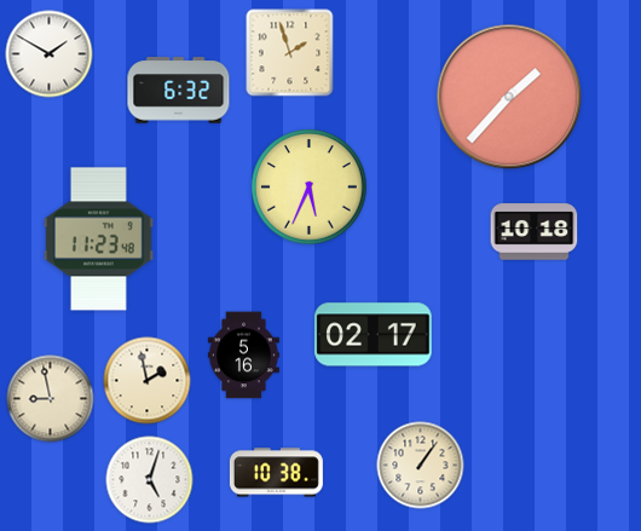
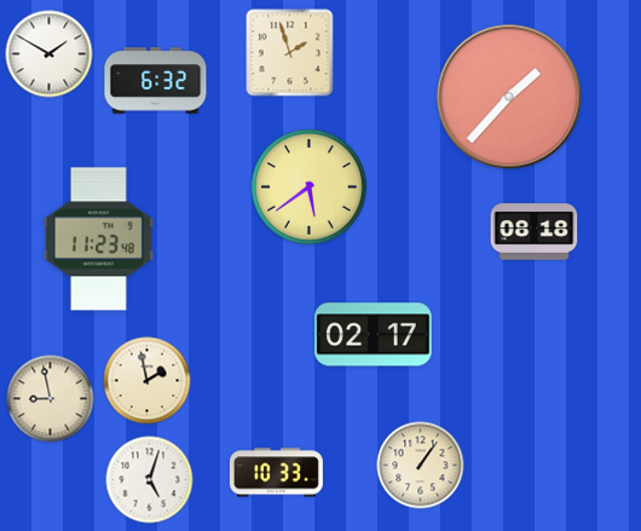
clock at (179, 91) position: (179, 91) -> (156, 81)
clock at (310, 187): 5:34 -> 5:39
clock at (535, 232): 10:18 -> 08:18
clock at (243, 356): 5:16 -> none
clock at (276, 473): 10:38 -> 10:33
